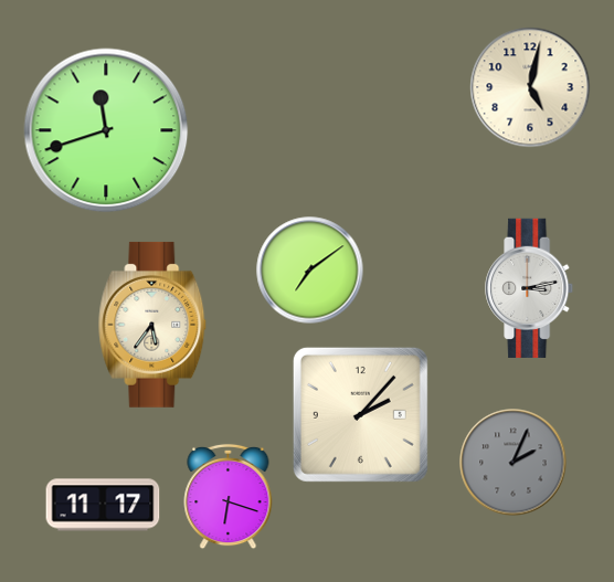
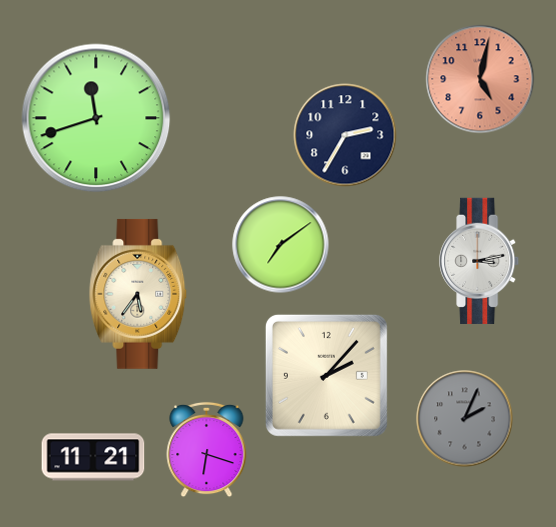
clock at (530, 87) dial: cream -> salmon
clock at (345, 135): none -> 2:35
clock at (103, 505): 11:17 -> 11:21
